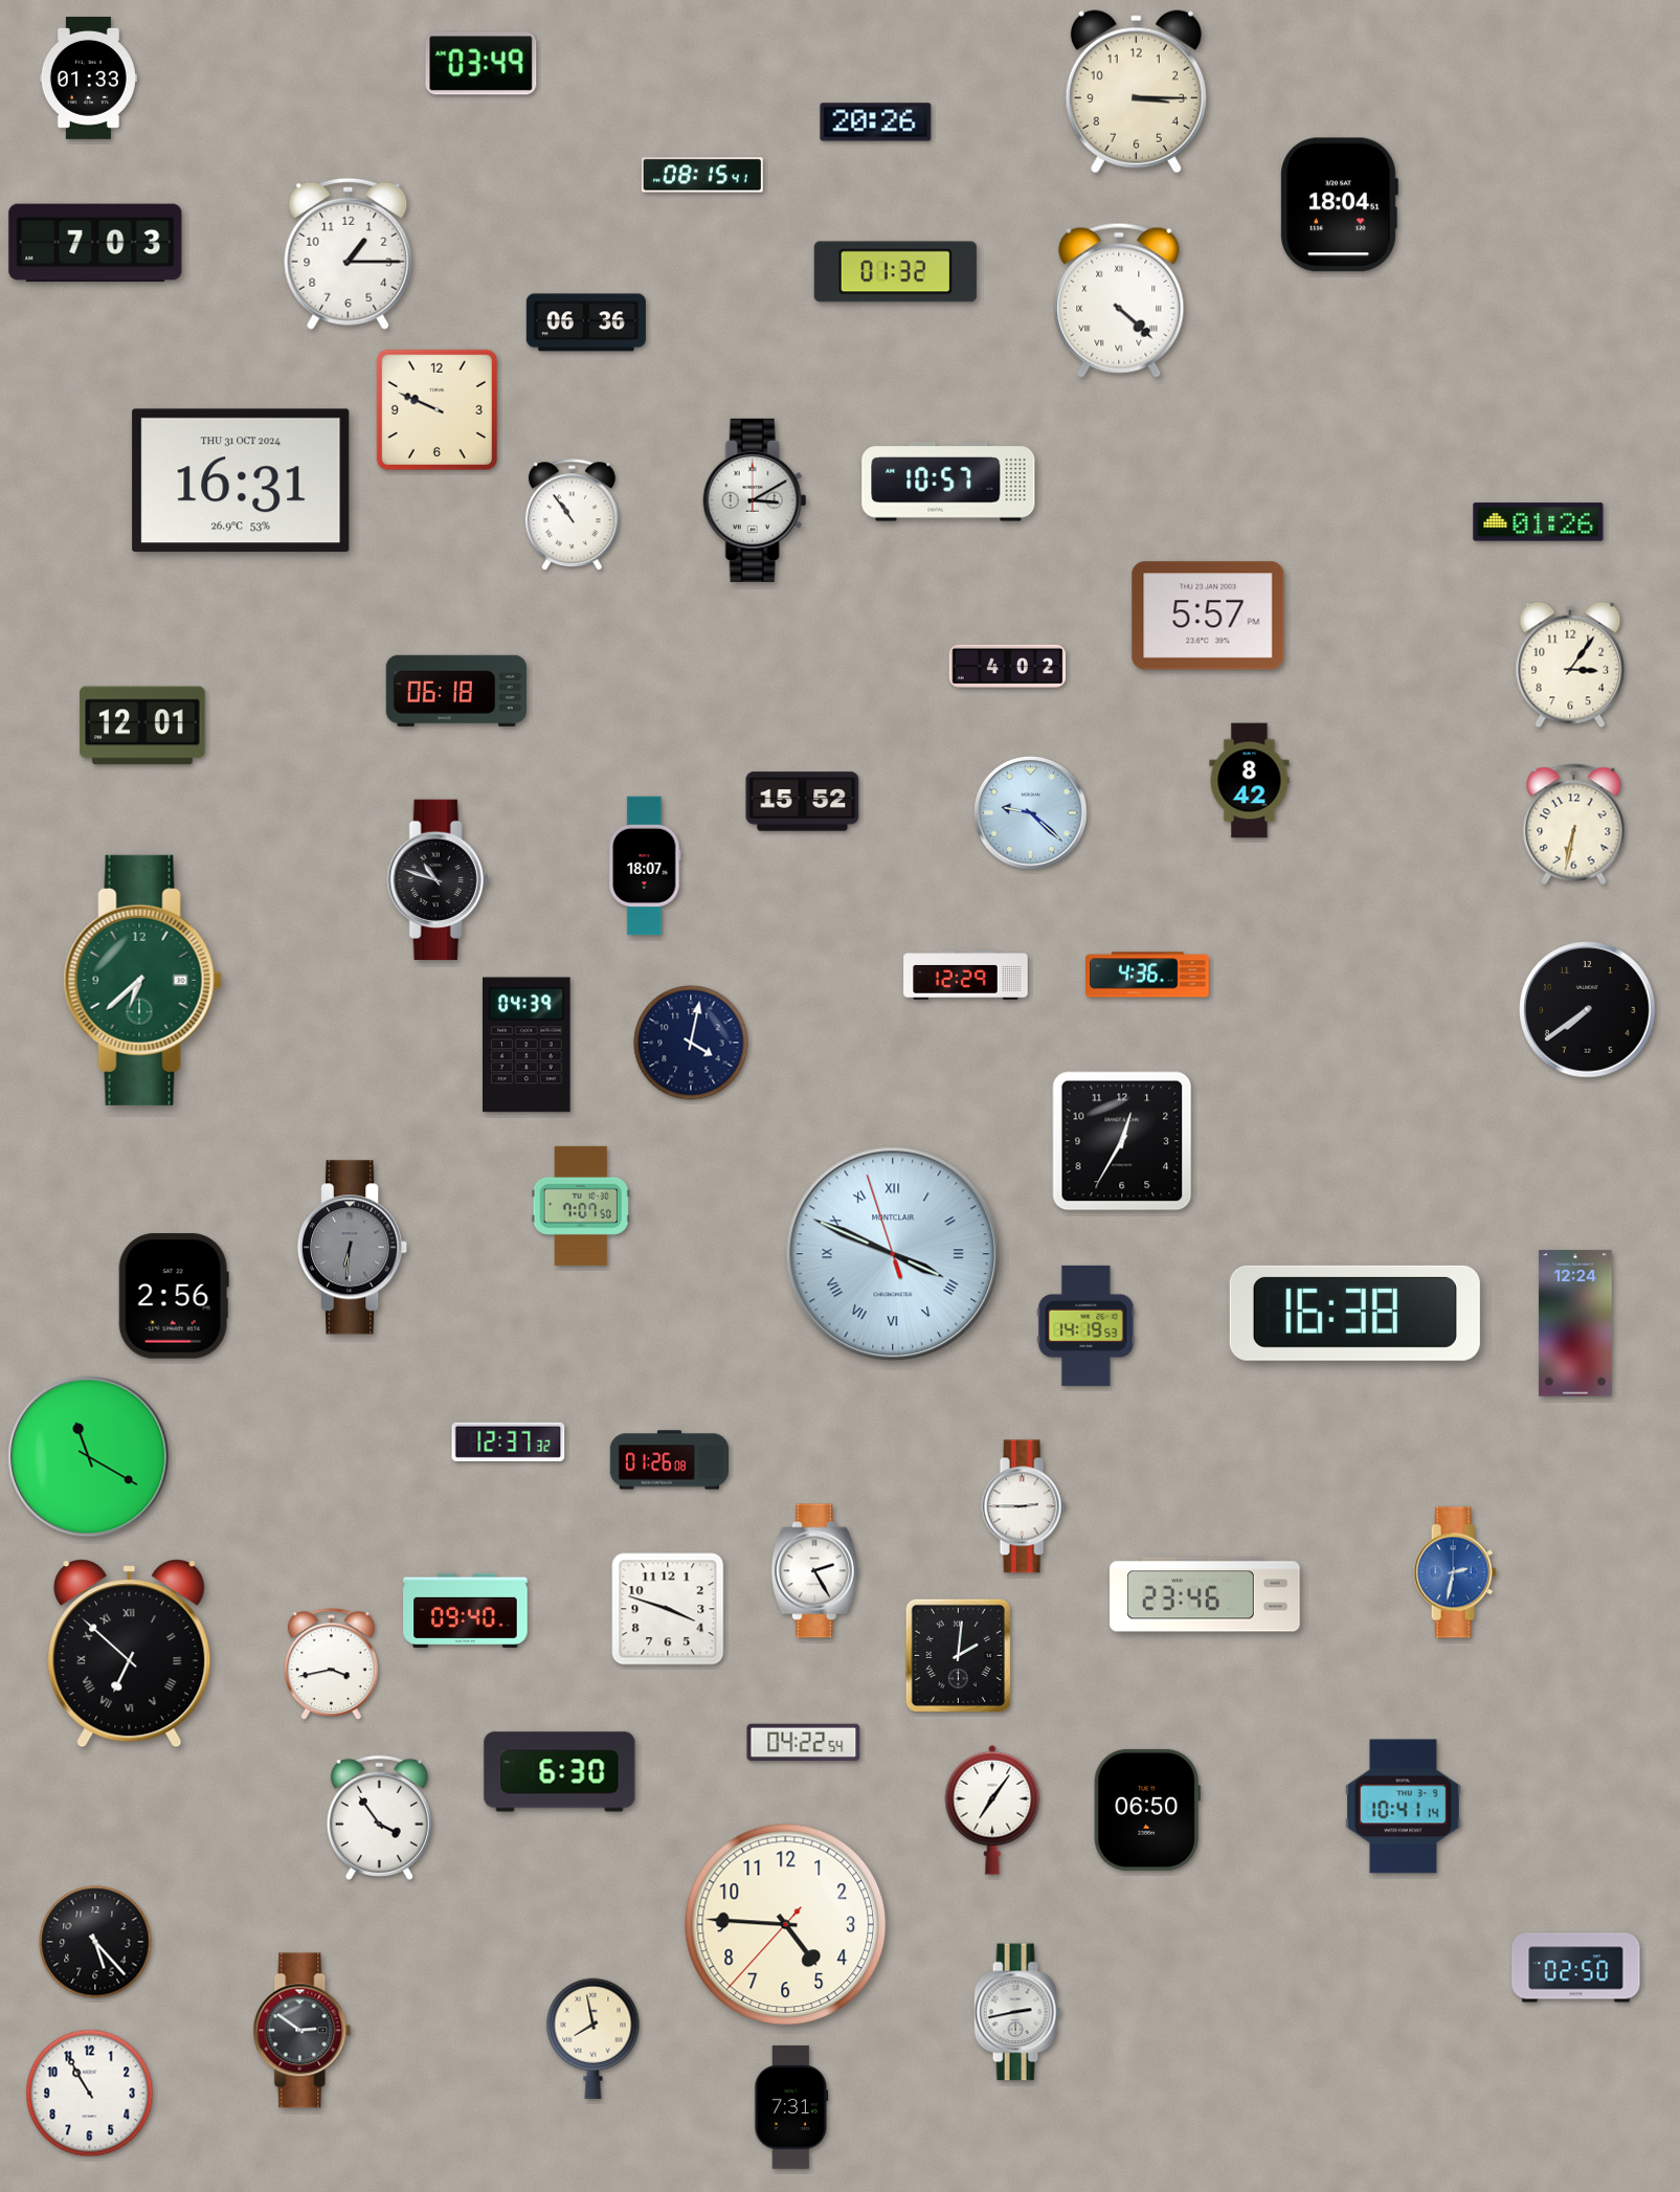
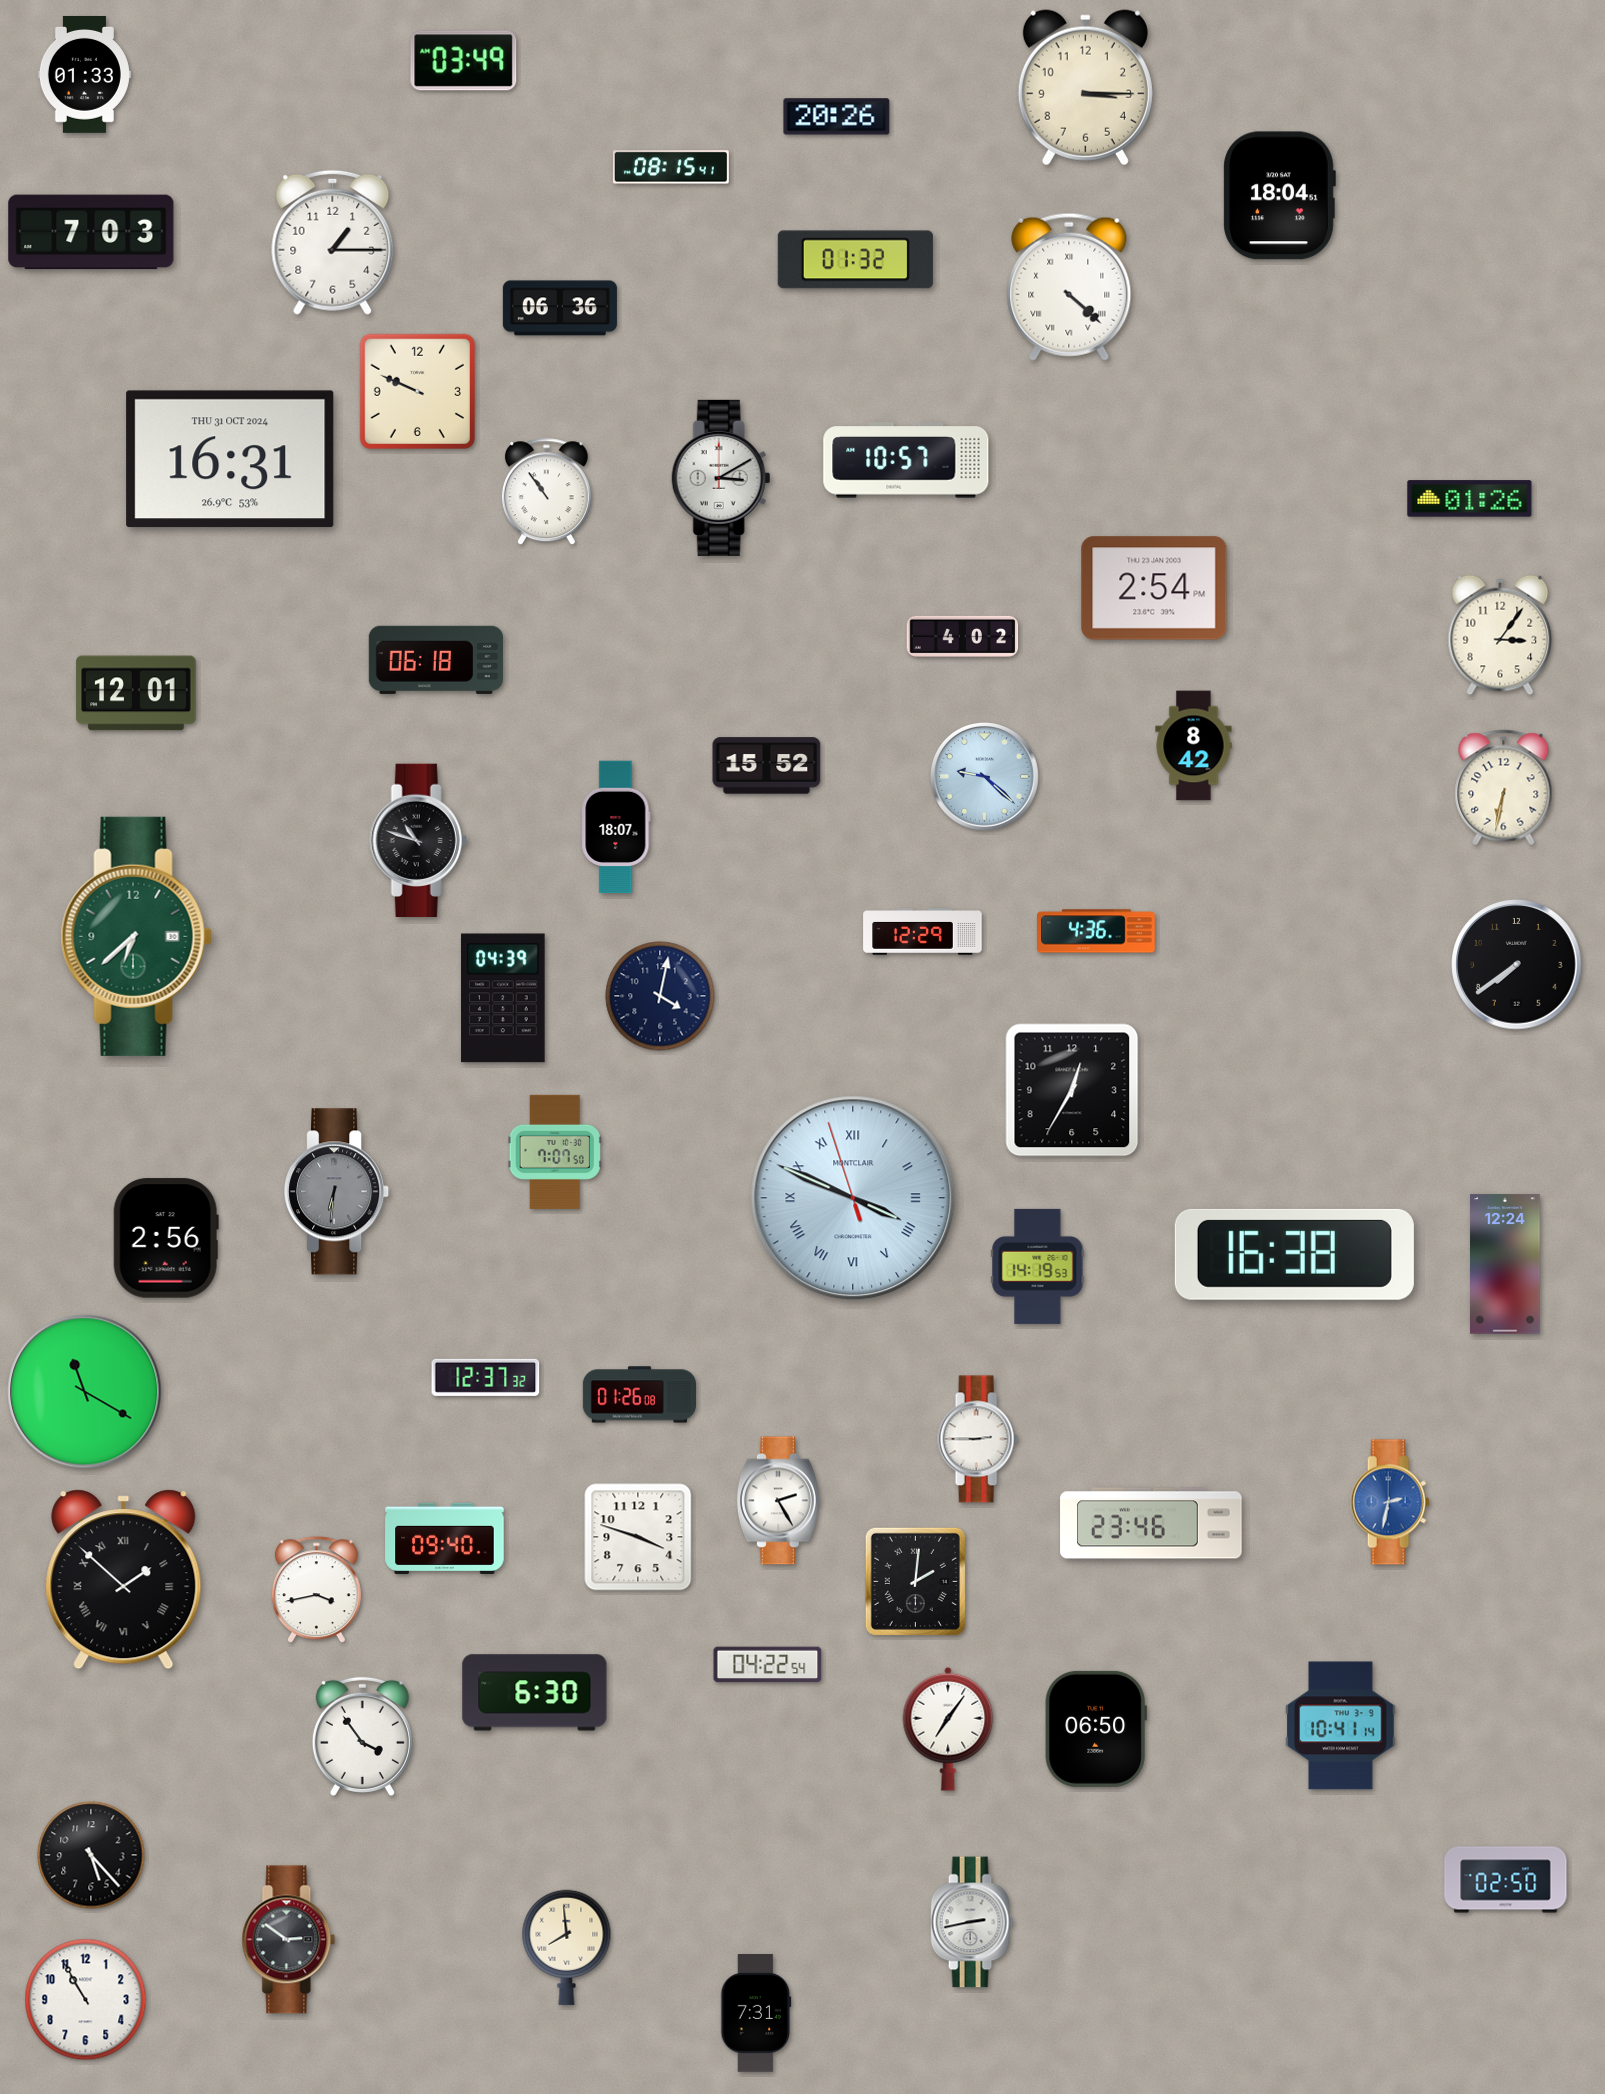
clock at (481, 64) position: (481, 64) -> (464, 61)
clock at (1208, 616): 5:57 -> 2:54
clock at (130, 1654): 6:52 -> 1:52
clock at (786, 1925): 4:45 -> none
clock at (593, 2038): 7:58 -> 7:59
